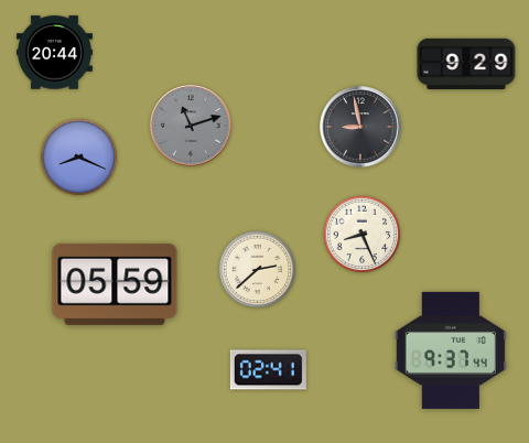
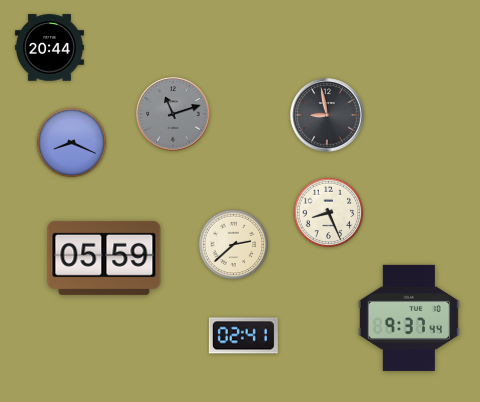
clock at (466, 63): 9:29 -> none
